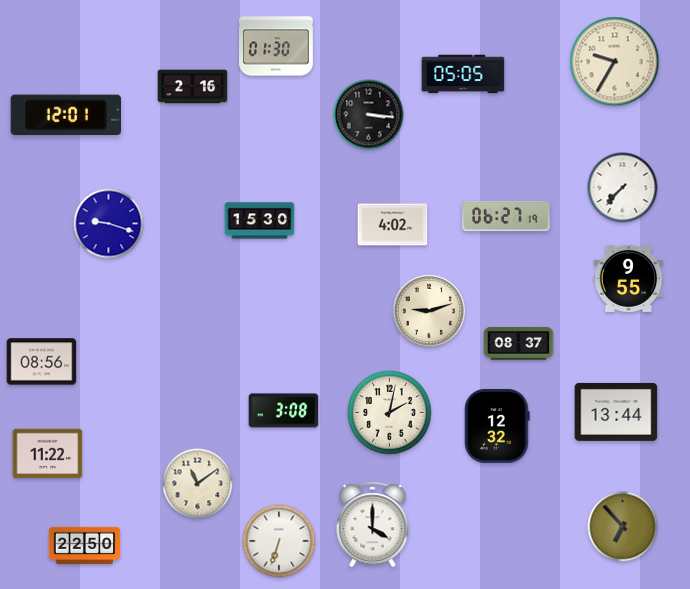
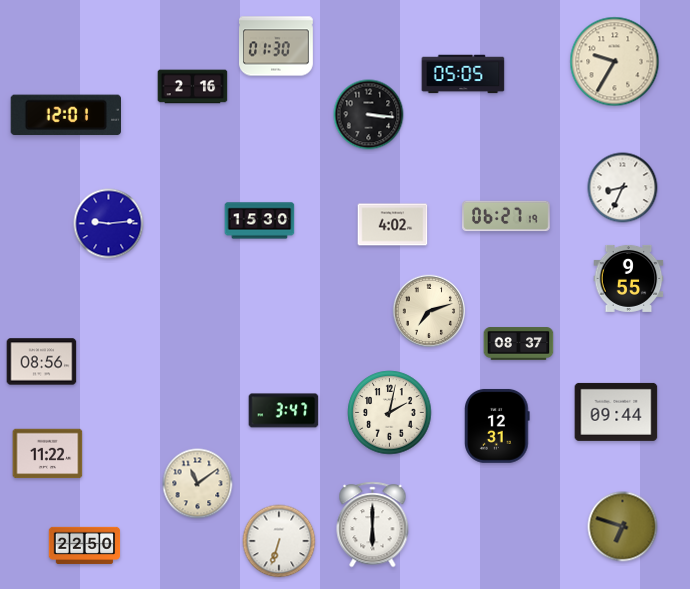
clock at (623, 188): 7:37 -> 8:34
clock at (109, 224): 9:18 -> 9:14
clock at (429, 311): 9:12 -> 7:12
clock at (284, 411): 3:08 -> 3:47
clock at (616, 412): 13:44 -> 09:44
clock at (497, 426): 12:32 -> 12:31
clock at (373, 525): 4:00 -> 6:00
clock at (623, 527): 6:53 -> 6:48
